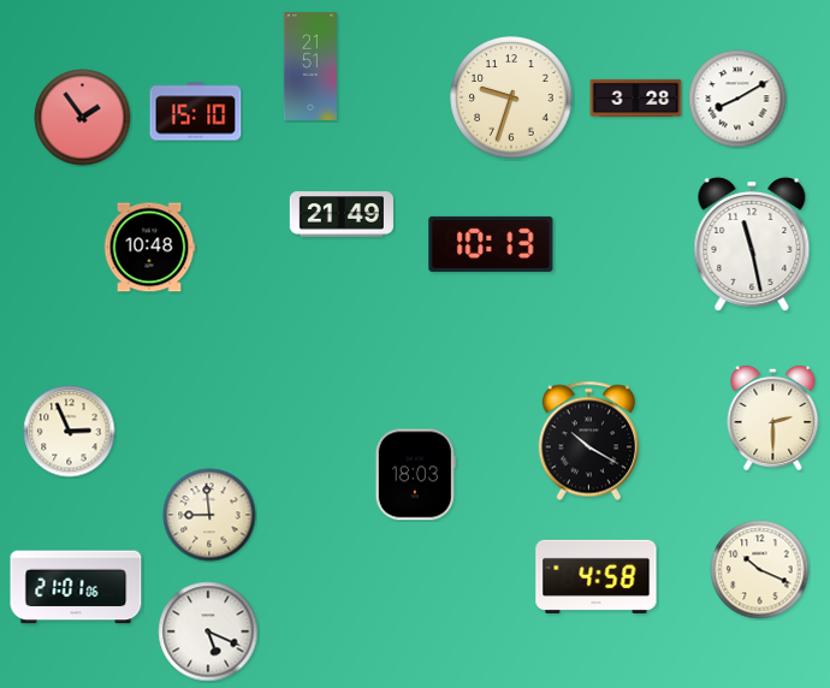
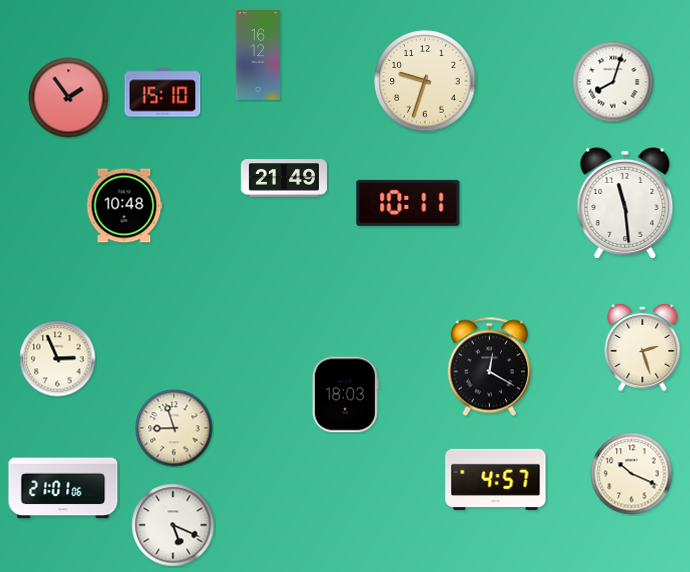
clock at (309, 66): 21:51 -> 16:12
clock at (636, 97): 3:28 -> none
clock at (737, 99): 8:10 -> 8:03
clock at (491, 244): 10:13 -> 10:11
clock at (752, 244): 11:28 -> 11:29
clock at (773, 417): 2:30 -> 2:27
clock at (588, 441): 10:20 -> 12:20
clock at (209, 515): 8:59 -> 8:57
clock at (597, 576): 4:58 -> 4:57
